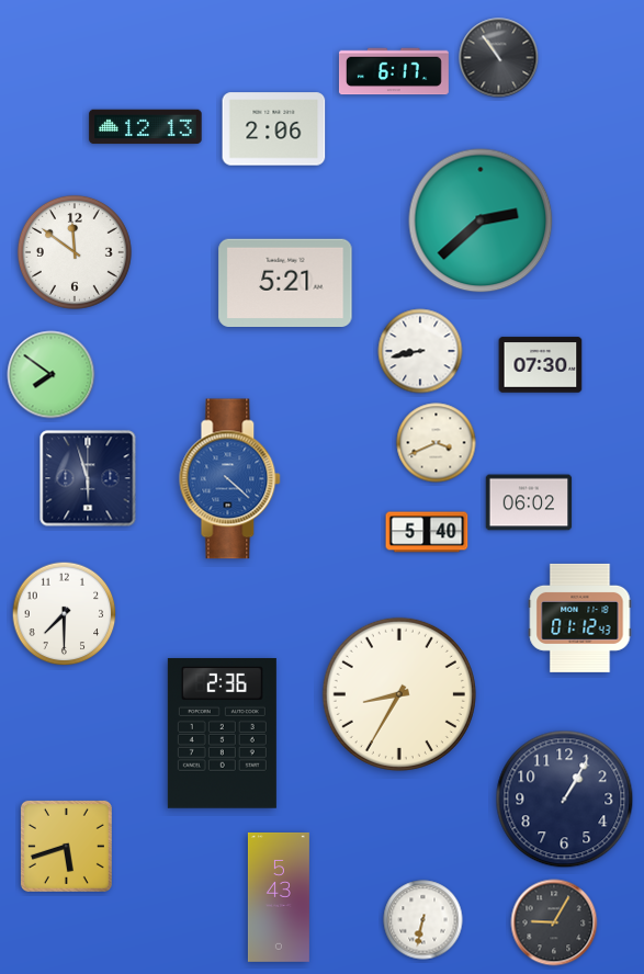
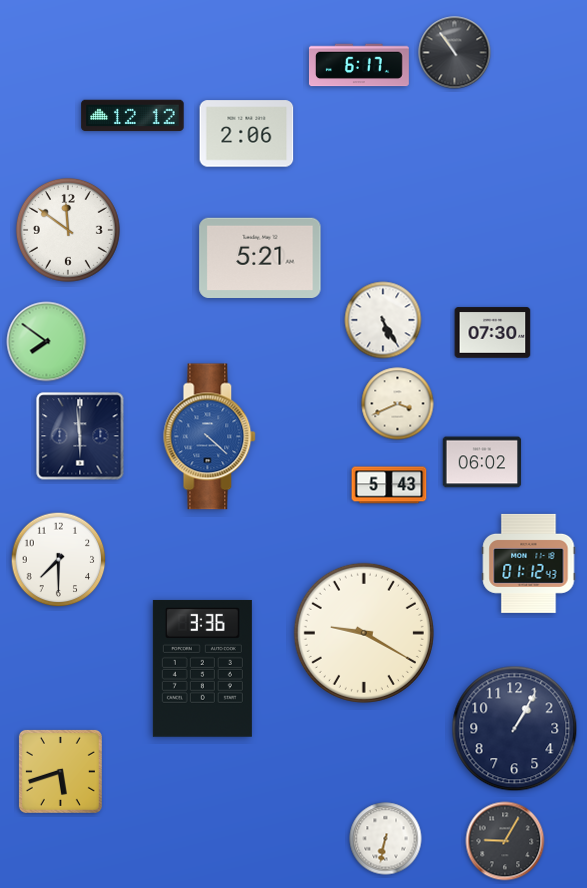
clock at (146, 127): 12:13 -> 12:12
clock at (274, 129) position: (274, 129) -> (247, 134)
clock at (481, 220): 2:38 -> none
clock at (420, 351): 8:43 -> 5:25
clock at (88, 478): 5:57 -> 5:59
clock at (529, 502) position: (529, 502) -> (482, 462)
clock at (427, 532): 5:40 -> 5:43
clock at (399, 694): 8:35 -> 9:20
clock at (222, 733): 2:36 -> 3:36
clock at (279, 897): 5:43 -> none
